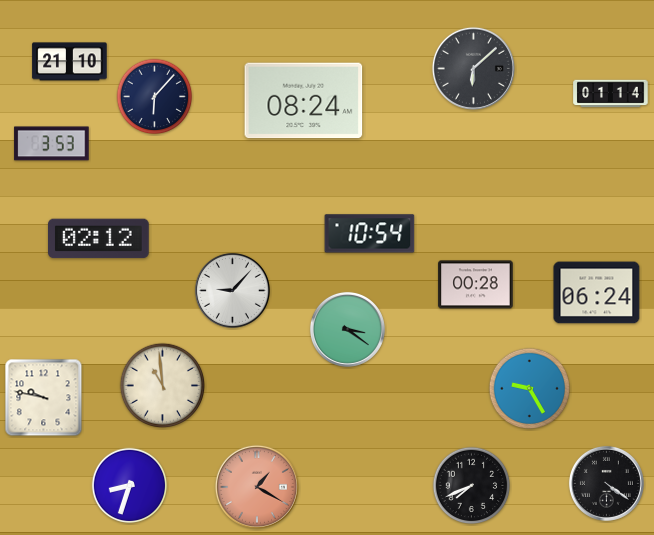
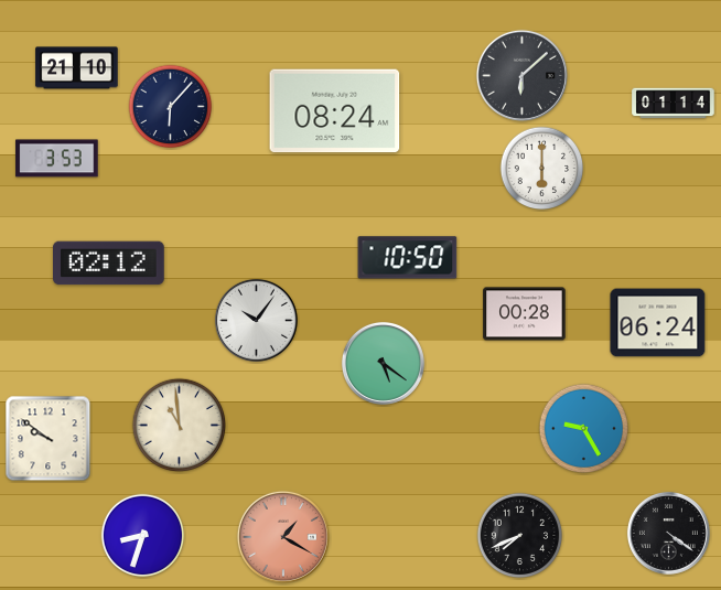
clock at (542, 169): none -> 6:00
clock at (370, 234): 10:54 -> 10:50
clock at (232, 290): 9:07 -> 10:06
clock at (347, 329): 3:21 -> 5:21
clock at (44, 398): 9:47 -> 9:51
